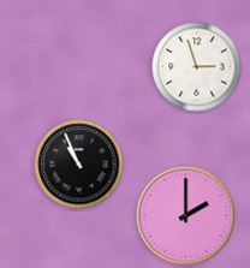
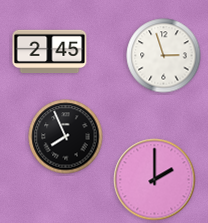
clock at (50, 52): none -> 2:45
clock at (79, 165): 10:56 -> 7:56
